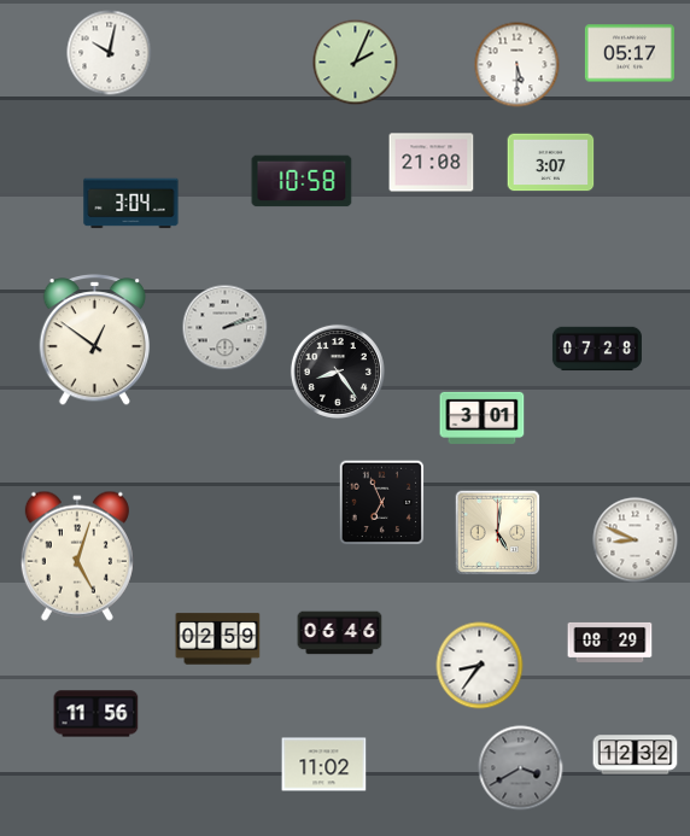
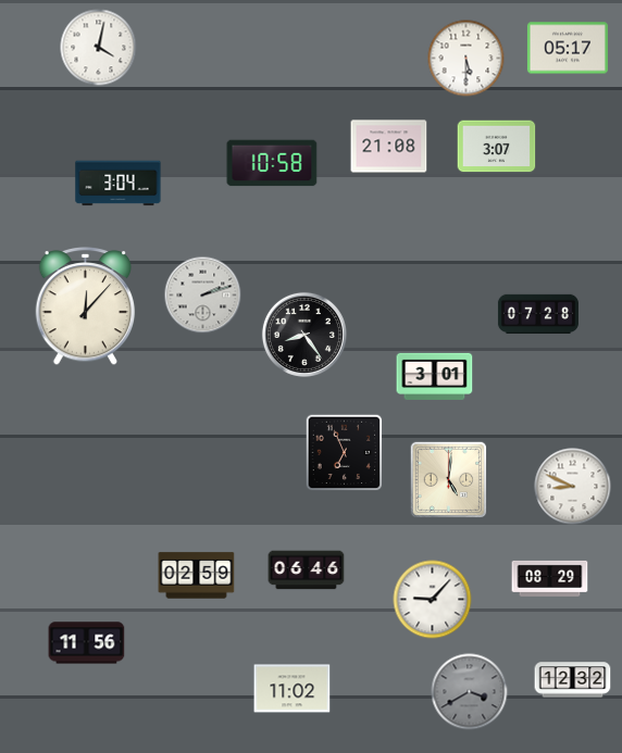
clock at (110, 53): 10:02 -> 4:02
clock at (356, 63): 2:04 -> none
clock at (95, 340): 12:51 -> 12:07
clock at (77, 556): 5:03 -> none
clock at (480, 666): 8:36 -> 9:07
